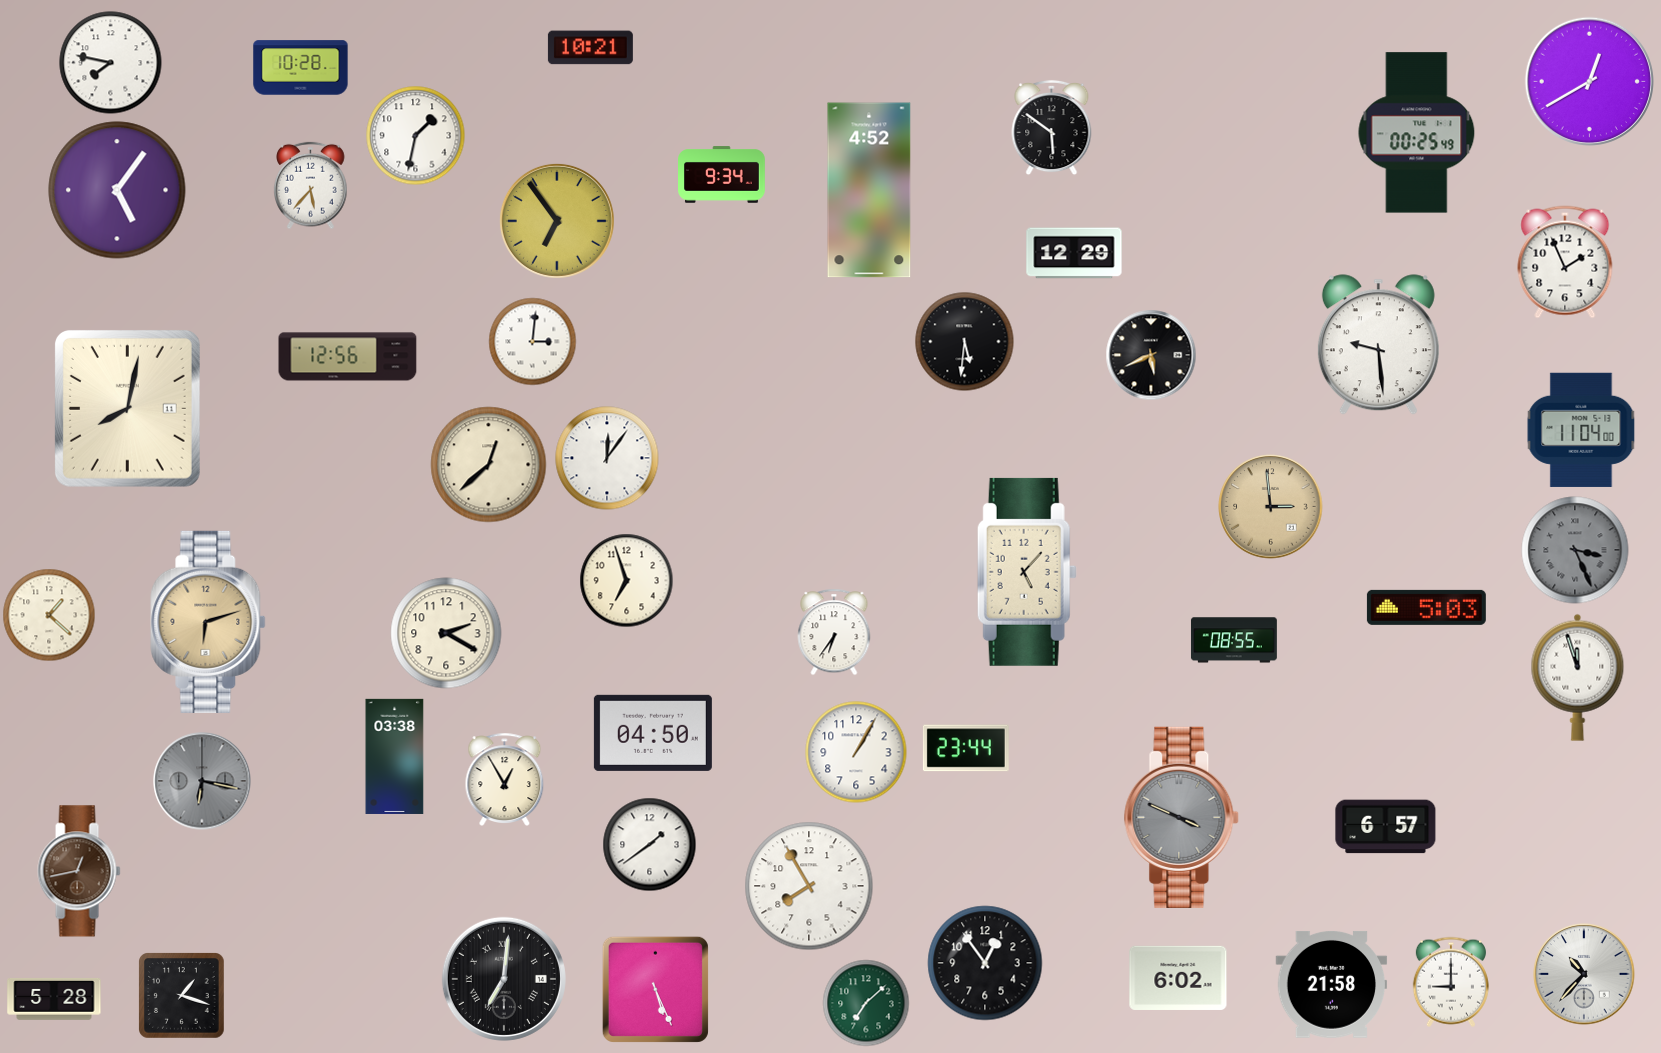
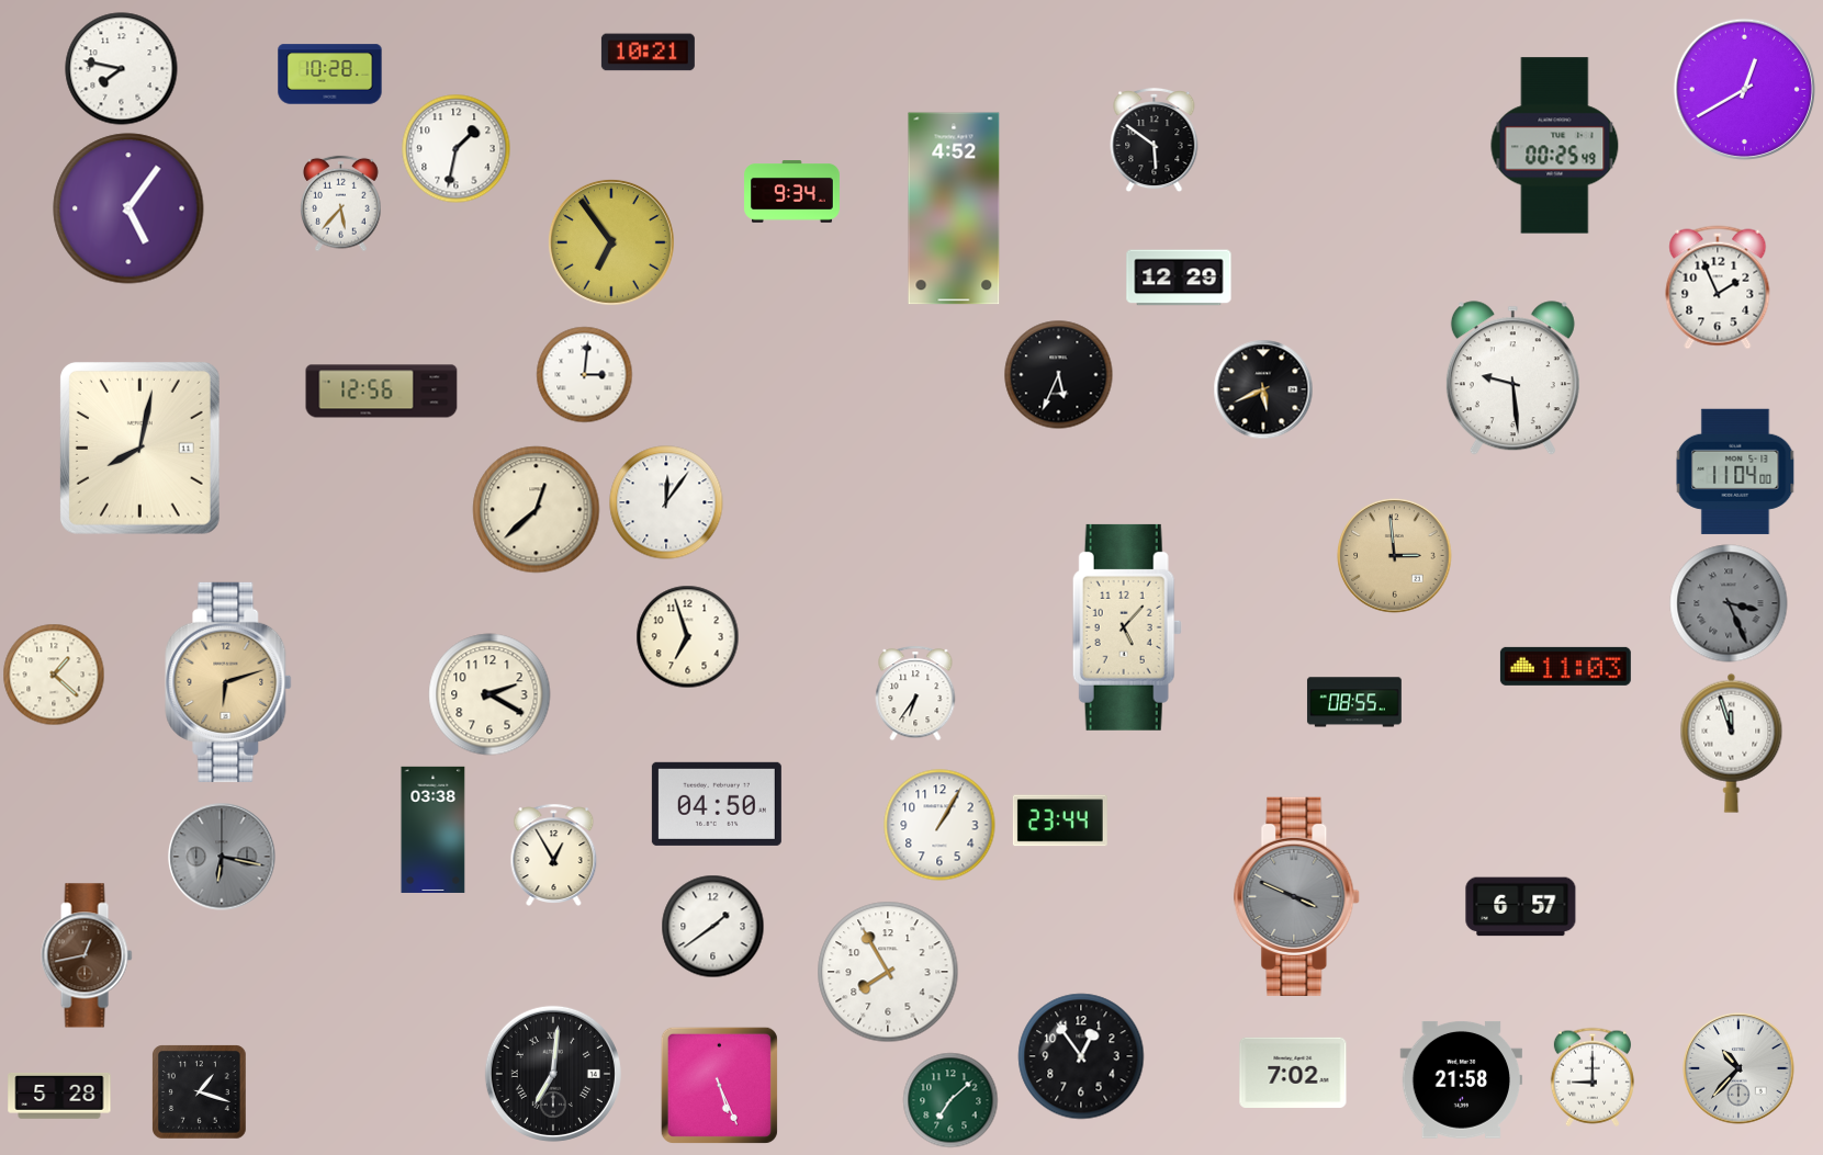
clock at (965, 342): 5:31 -> 5:34
clock at (1426, 607): 5:03 -> 11:03
clock at (1178, 978): 6:02 -> 7:02
